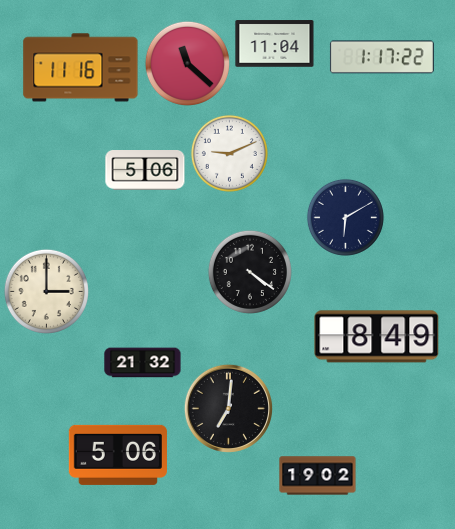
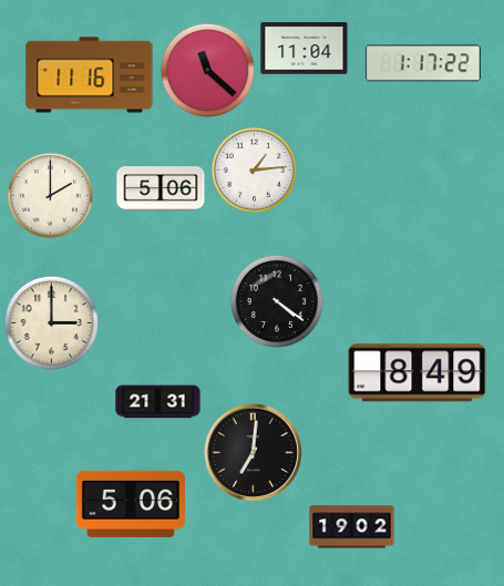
clock at (229, 153): 9:11 -> 1:14
clock at (50, 195): none -> 2:00
clock at (345, 217): 6:10 -> none
clock at (143, 363): 21:32 -> 21:31
